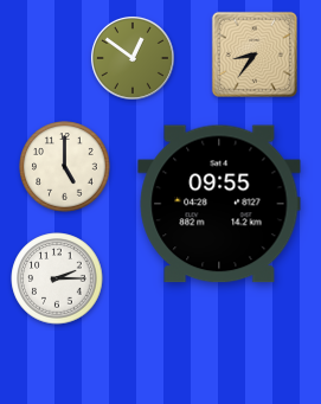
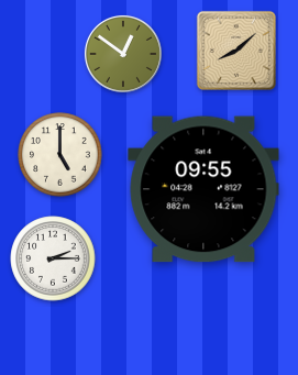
clock at (255, 54): 8:36 -> 8:08
